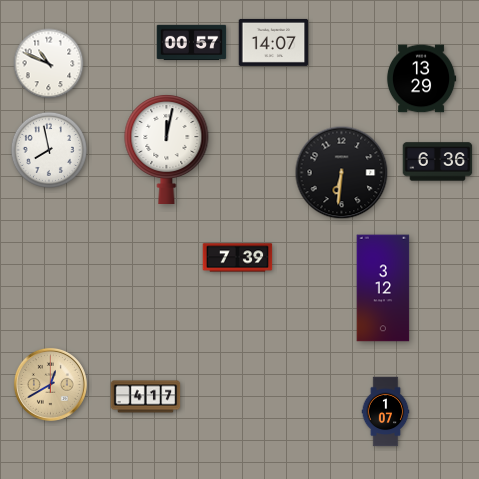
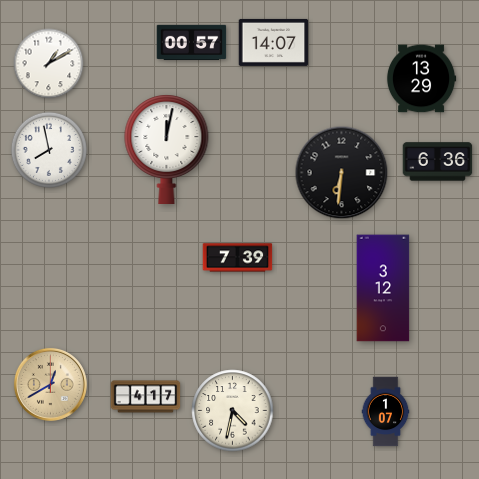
clock at (49, 64): 10:49 -> 1:10
clock at (233, 411): none -> 4:32
